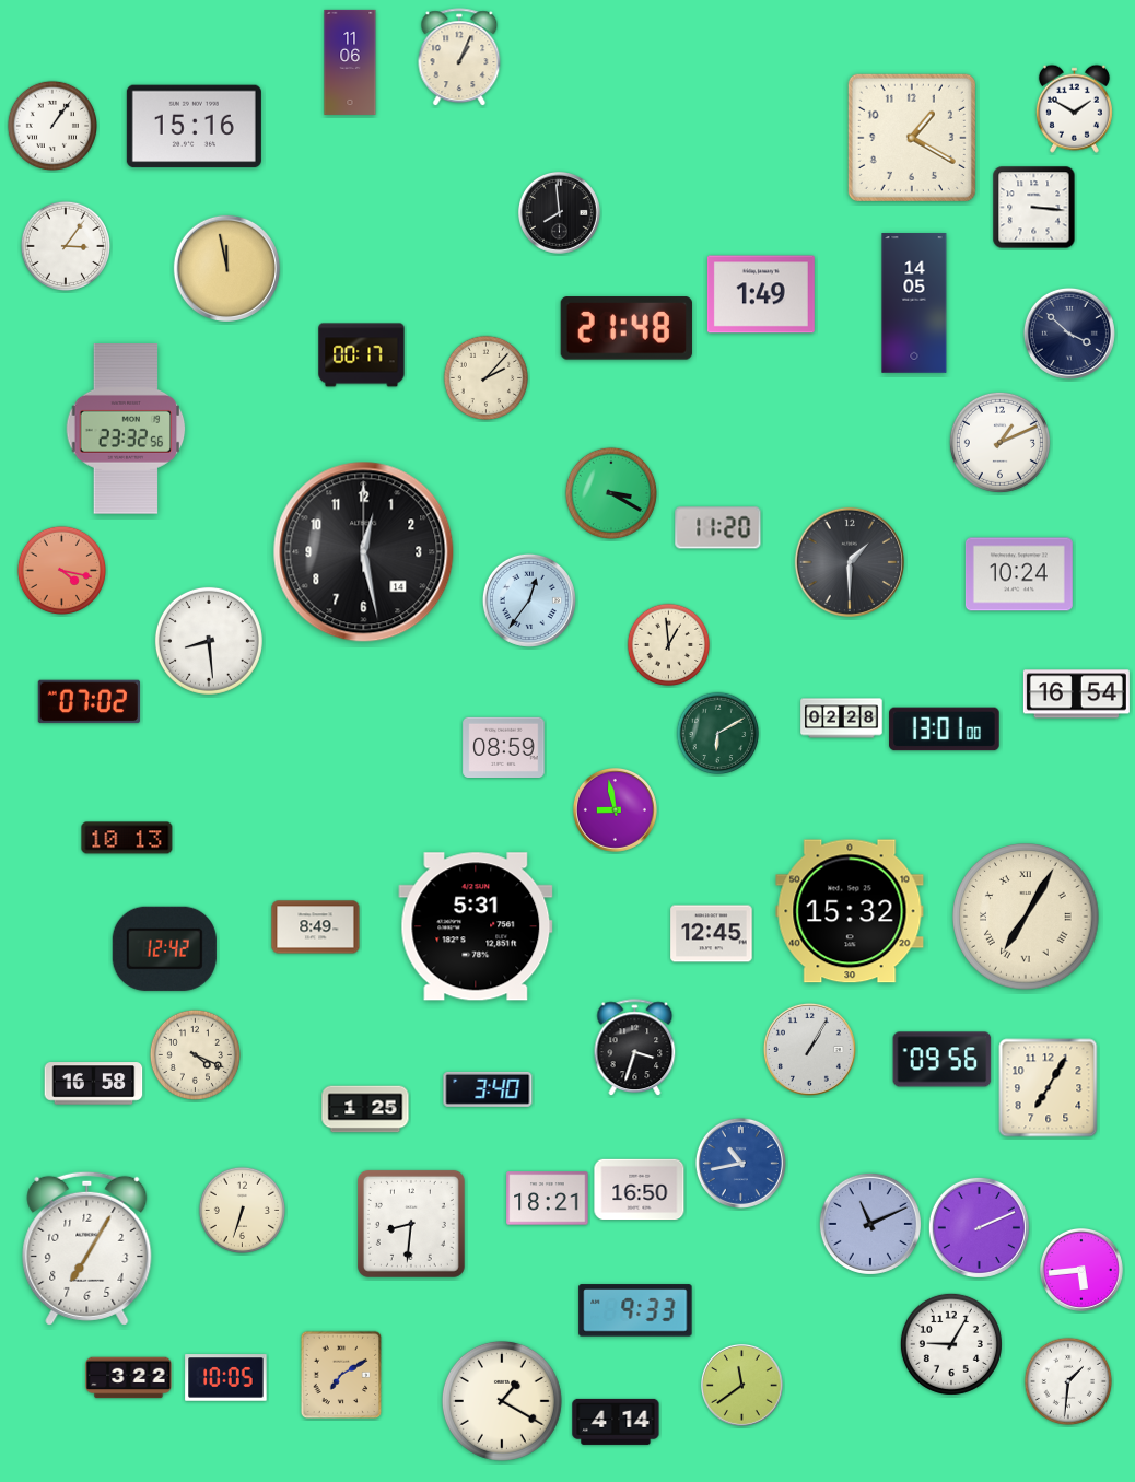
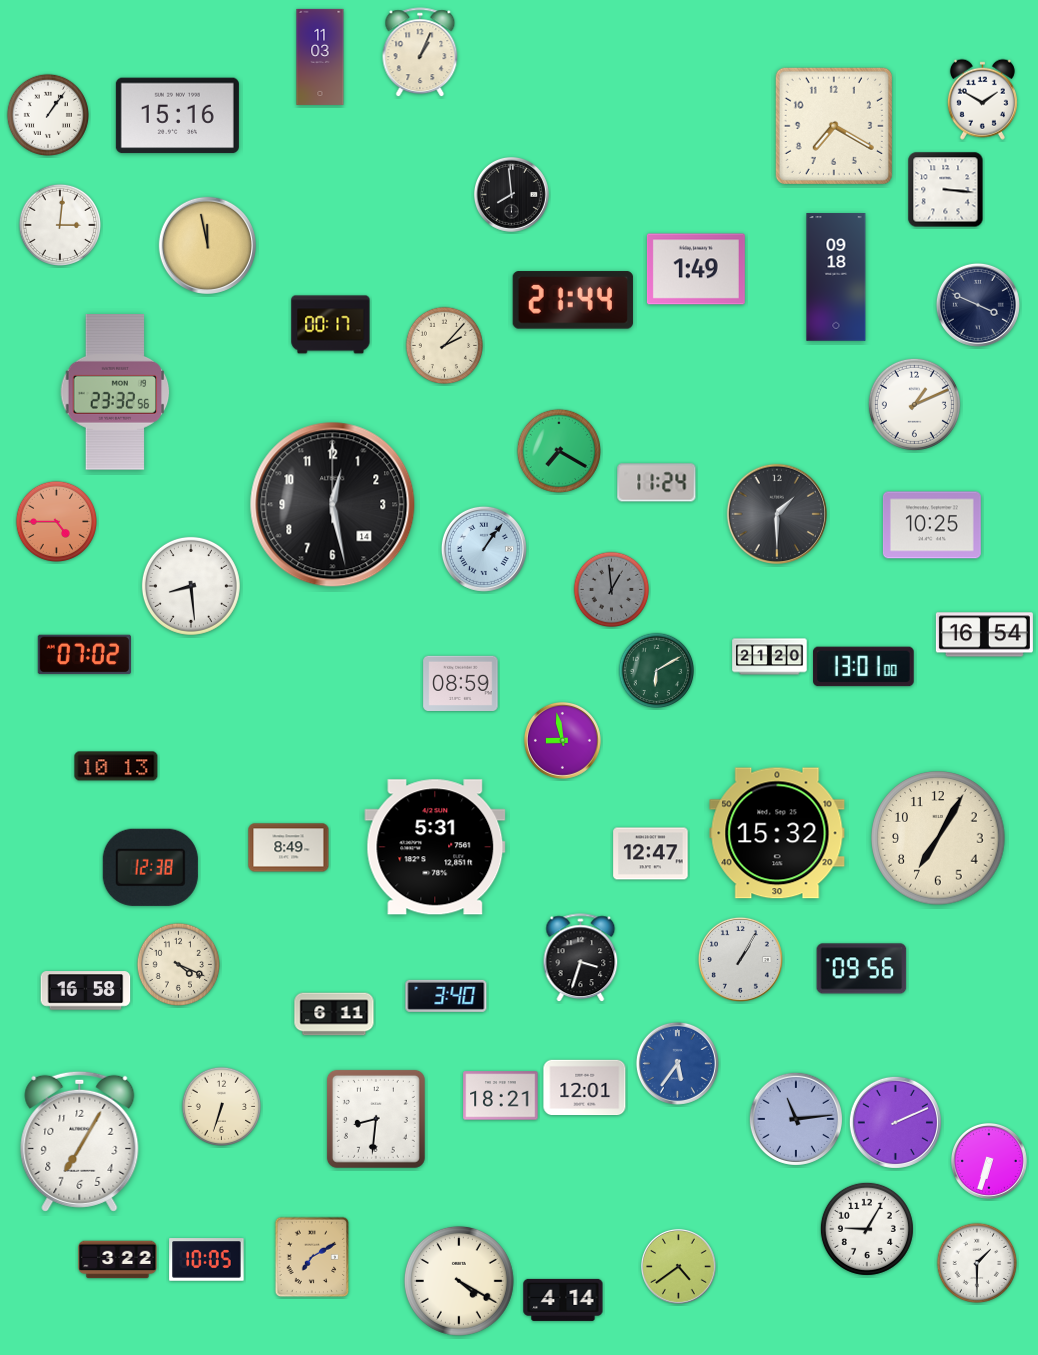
clock at (350, 62): 11:06 -> 11:03
clock at (912, 138): 1:20 -> 7:20
clock at (65, 245): 3:06 -> 3:01
clock at (914, 303): 14:05 -> 09:18
clock at (627, 328): 21:48 -> 21:44
clock at (1069, 334): 3:52 -> 3:49
clock at (611, 493): 3:20 -> 7:20
clock at (718, 528): 11:20 -> 11:24
clock at (61, 570): 4:17 -> 4:45
clock at (1019, 574): 10:24 -> 10:25
clock at (529, 600): 12:36 -> 1:06
clock at (669, 645) dial: cream -> grey
clock at (89, 702) position: (89, 702) -> (84, 655)
clock at (842, 719): 02:28 -> 21:20
clock at (1026, 917) numerals: Roman -> Arabic
clock at (712, 934): 12:45 -> 12:47
clock at (164, 948): 12:42 -> 12:38
clock at (1049, 1088): 7:05 -> none
clock at (365, 1109): 1:25 -> 6:11
clock at (740, 1163): 10:43 -> 5:36
clock at (640, 1190): 16:50 -> 12:01
clock at (870, 1224): 11:11 -> 11:14
clock at (1081, 1270): 5:44 -> 6:33
clock at (635, 1310): 9:33 -> none
clock at (951, 1344) position: (951, 1344) -> (867, 1229)
clock at (1067, 1380): 1:31 -> 1:30
clock at (741, 1385): 11:39 -> 4:39
clock at (502, 1401): 1:20 -> 4:20
